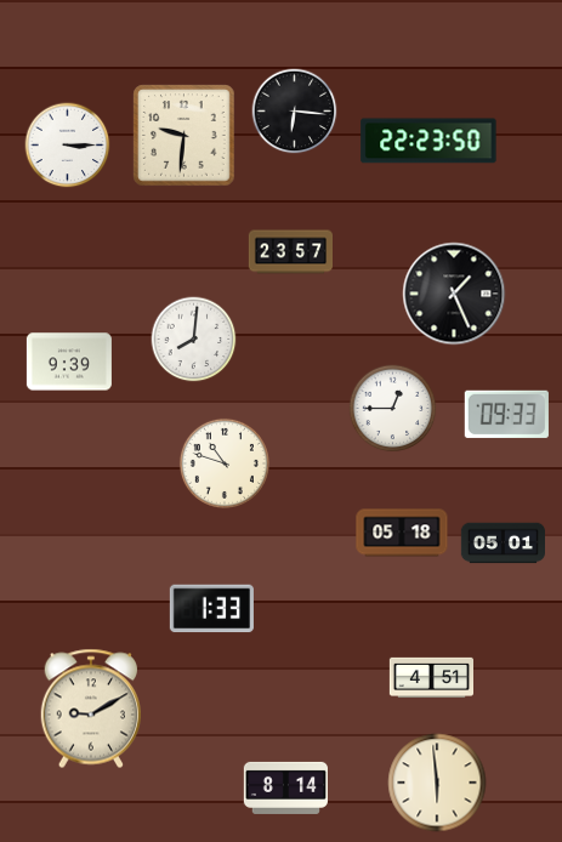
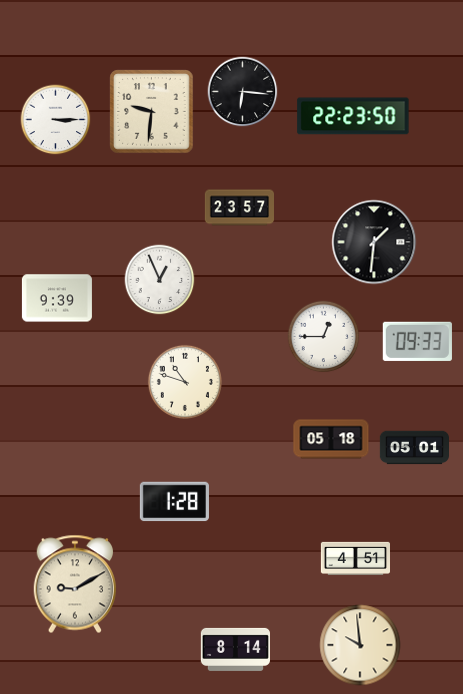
clock at (454, 294): 1:26 -> 1:31
clock at (194, 340): 8:01 -> 12:56
clock at (211, 609): 1:33 -> 1:28
clock at (437, 783): 5:59 -> 9:59
